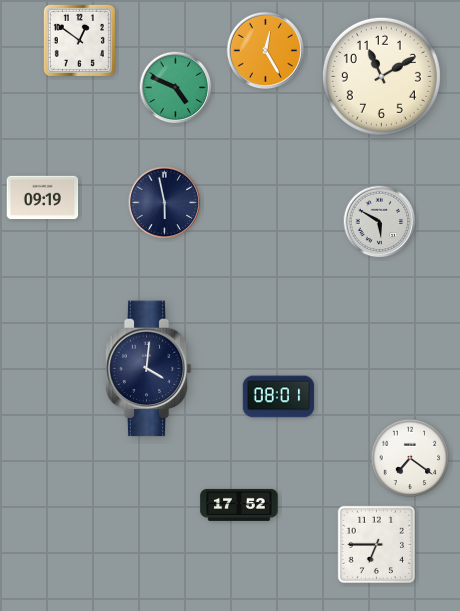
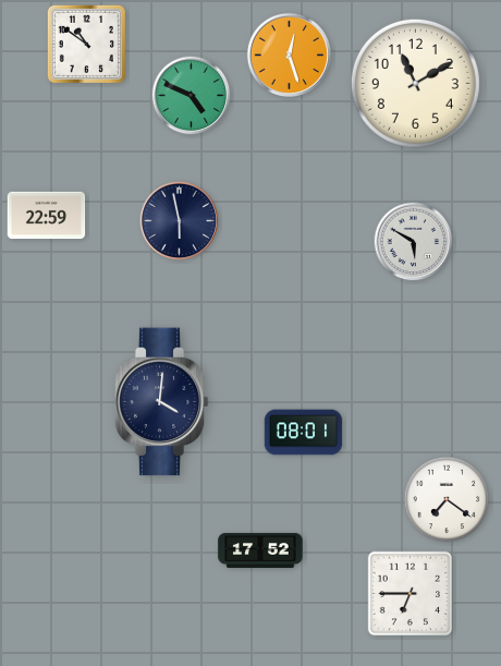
clock at (79, 40): 12:51 -> 10:51
clock at (265, 50): 12:25 -> 12:27
clock at (43, 198): 09:19 -> 22:59
